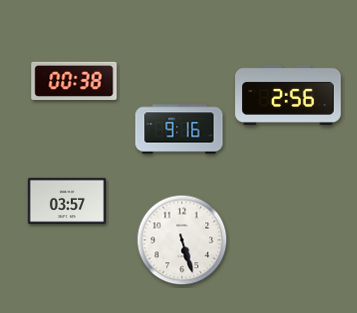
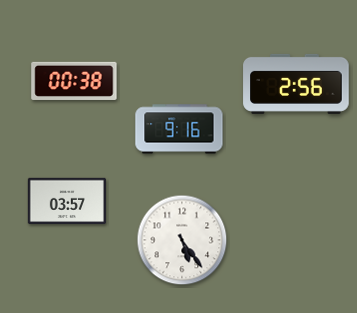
clock at (288, 95) position: (288, 95) -> (296, 84)
clock at (182, 240): 5:27 -> 5:24
